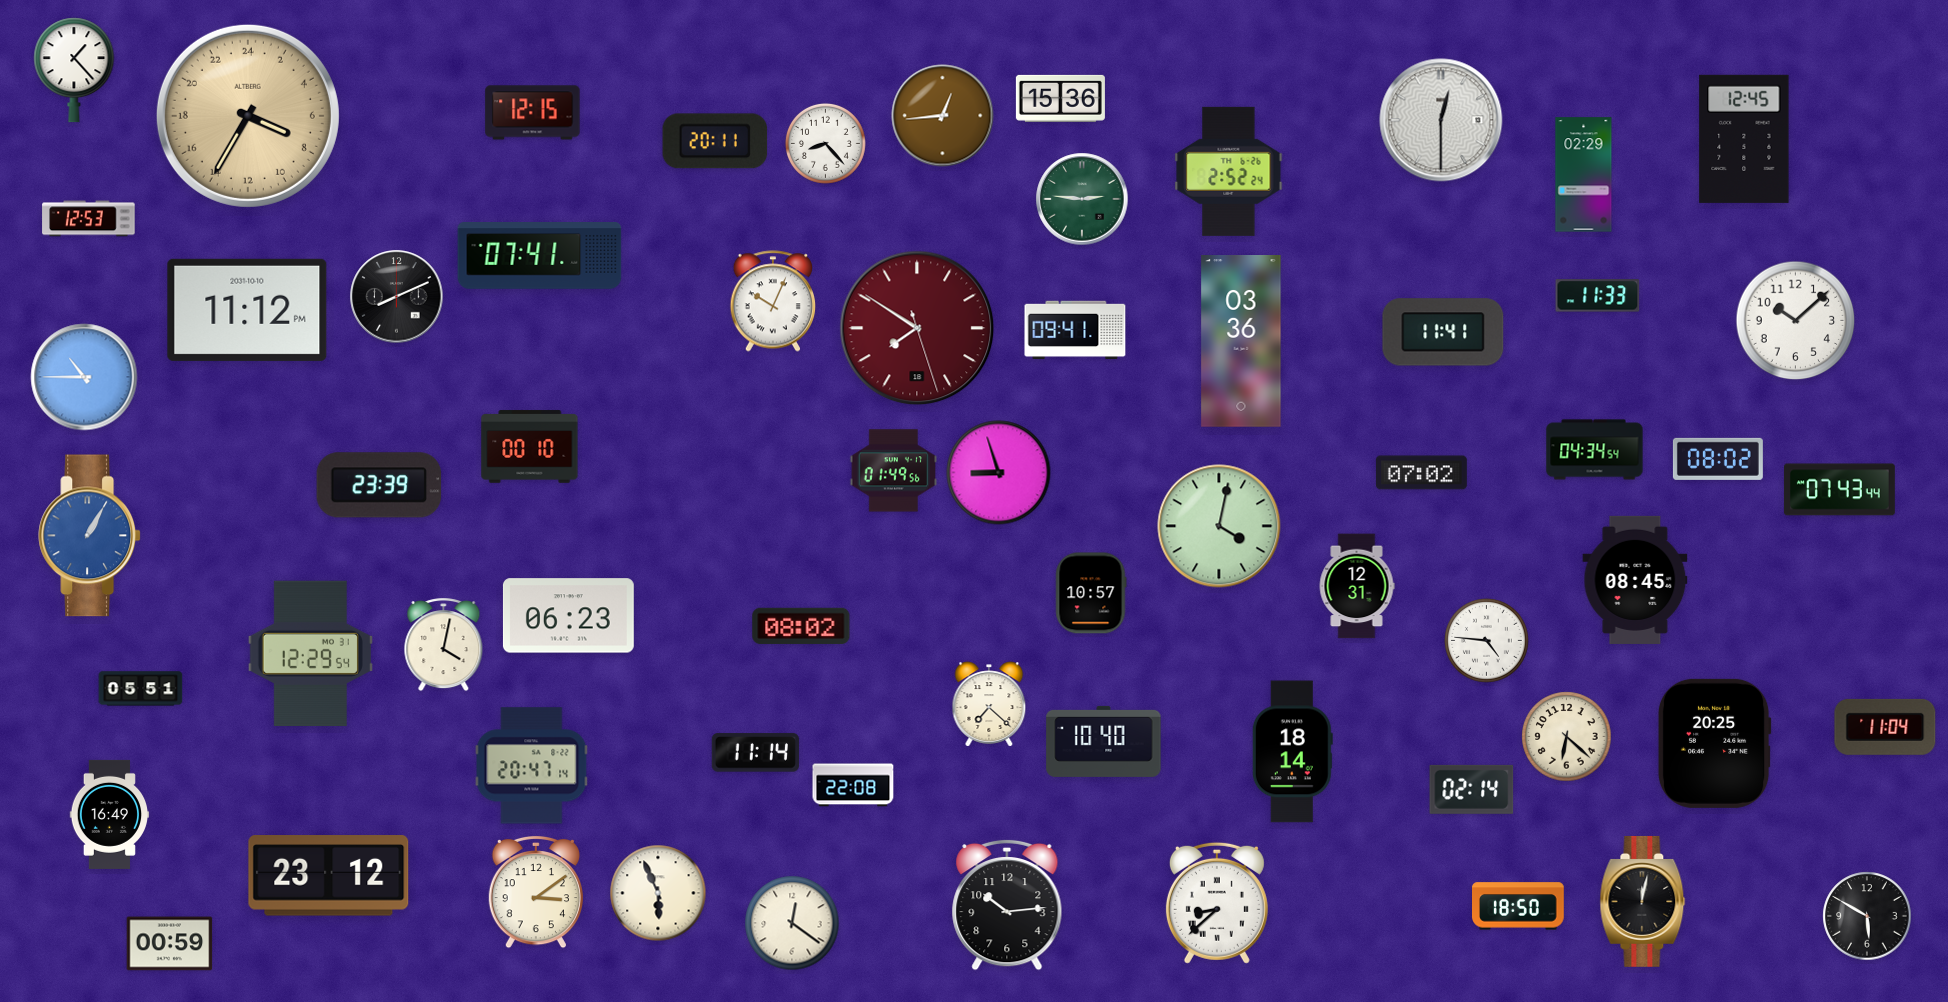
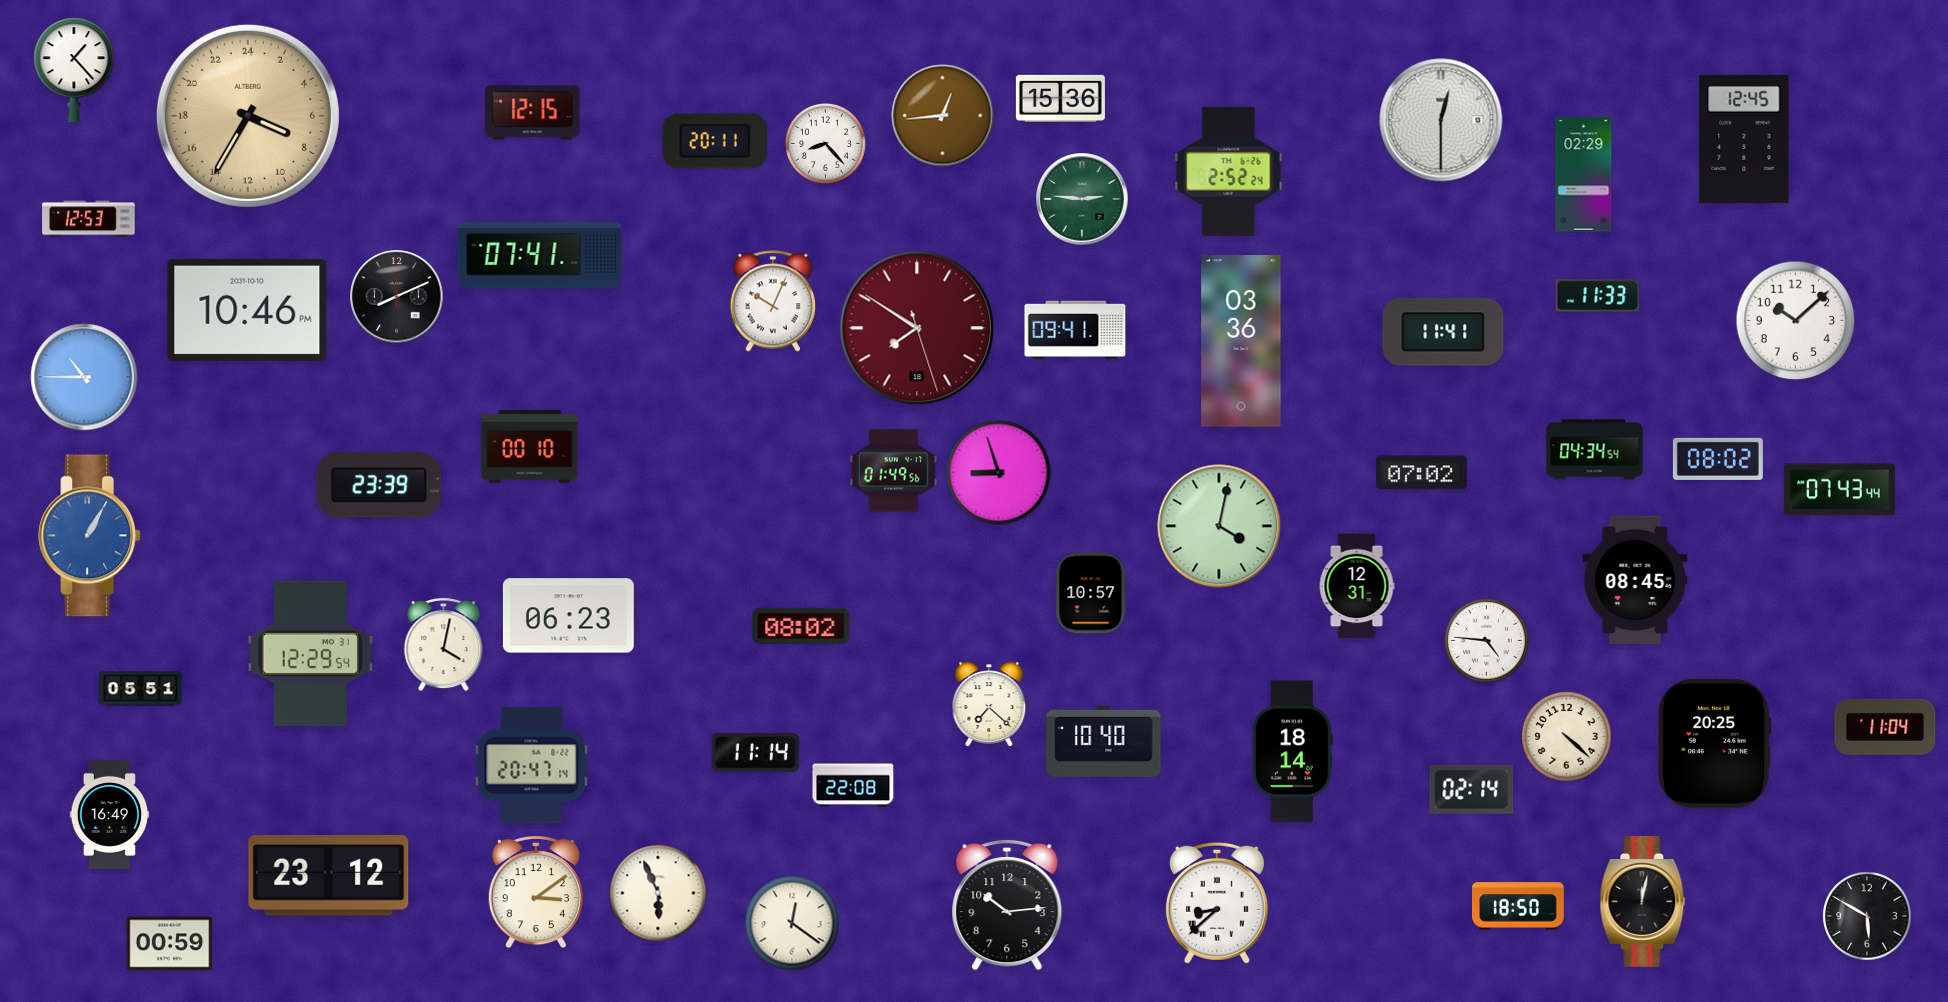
clock at (247, 310): 11:12 -> 10:46
clock at (1567, 737): 6:22 -> 4:22
